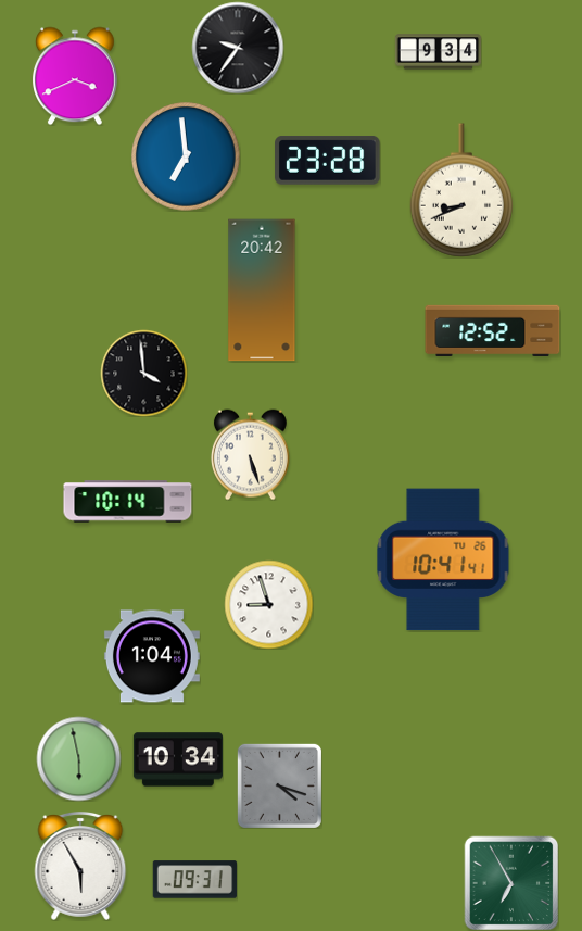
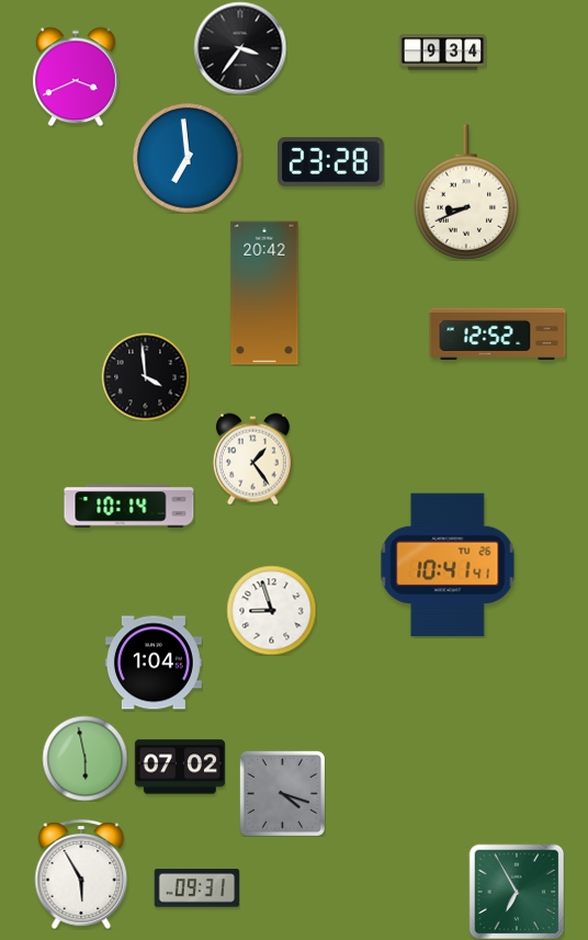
clock at (238, 48): 9:36 -> 3:36
clock at (250, 454): 5:27 -> 1:24
clock at (78, 758) position: (78, 758) -> (84, 758)
clock at (178, 759): 10:34 -> 07:02
